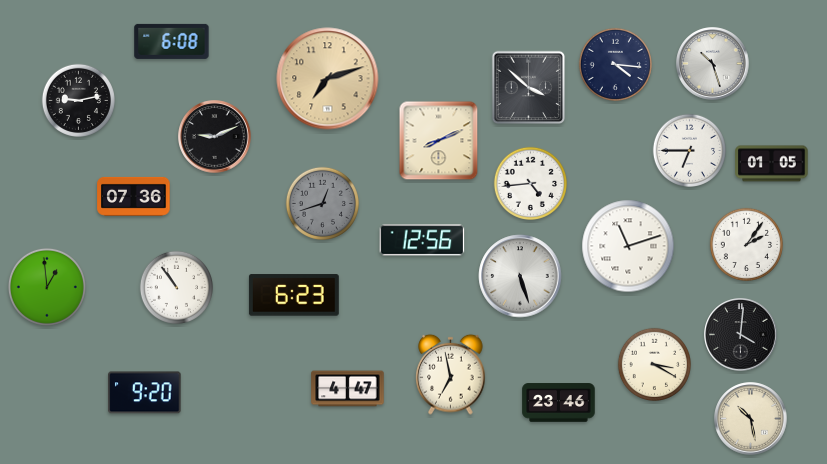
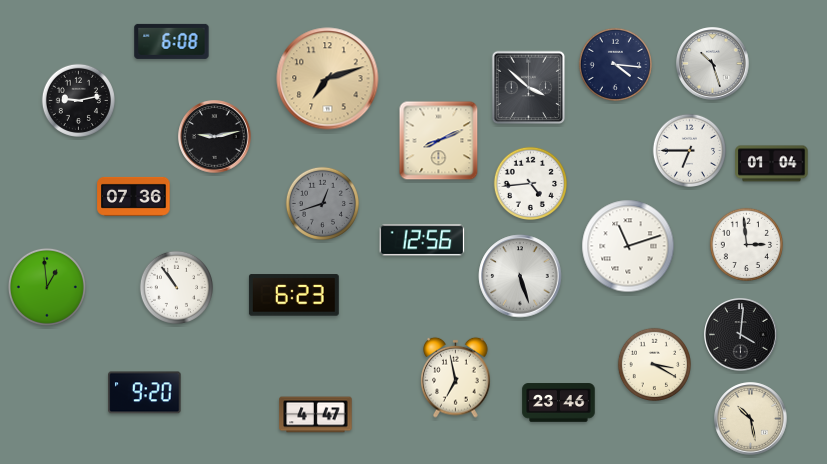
clock at (215, 137): 9:11 -> 9:13
clock at (772, 164): 01:05 -> 01:04
clock at (746, 244): 2:06 -> 2:59
clock at (451, 374) position: (451, 374) -> (456, 377)
clock at (348, 389) position: (348, 389) -> (316, 415)
